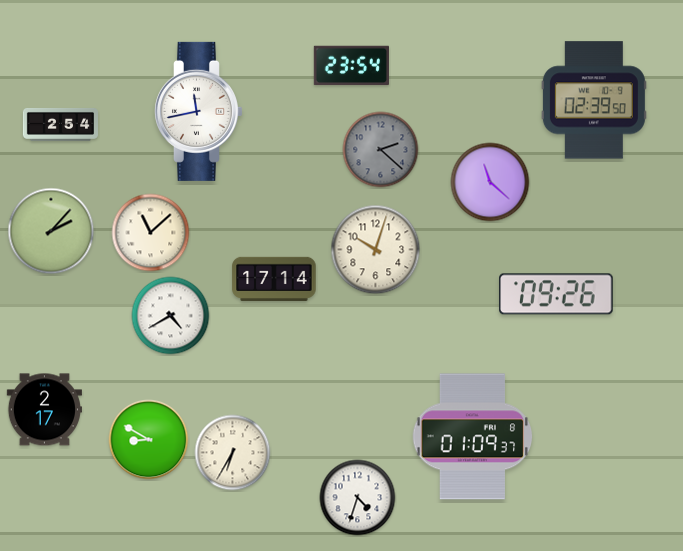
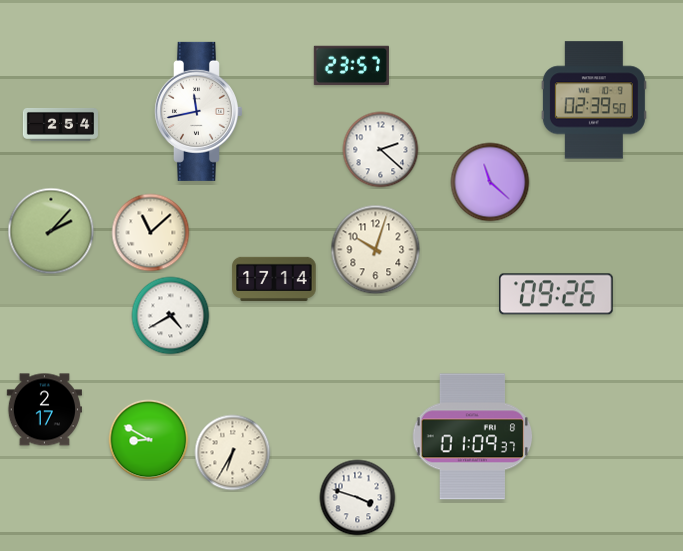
clock at (351, 66): 23:54 -> 23:57
clock at (381, 150) dial: grey -> white
clock at (358, 498): 4:33 -> 3:48
